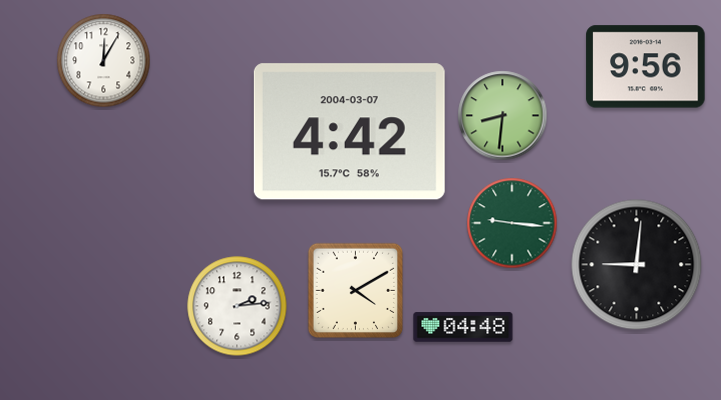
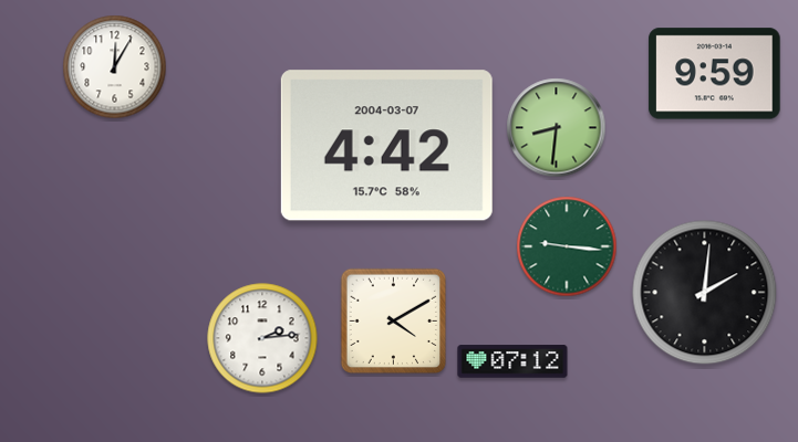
clock at (646, 67): 9:56 -> 9:59
clock at (637, 265): 9:01 -> 2:01
clock at (463, 327): 04:48 -> 07:12
